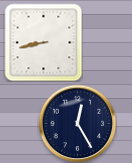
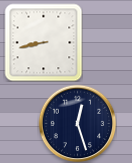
clock at (77, 123): 12:25 -> 12:27
